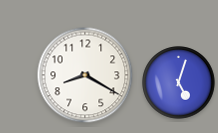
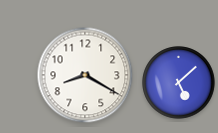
clock at (179, 83): 5:03 -> 5:08
